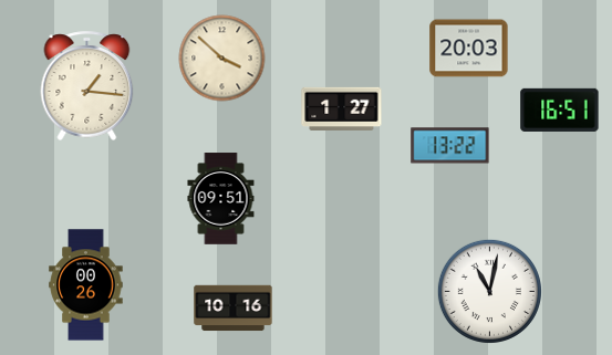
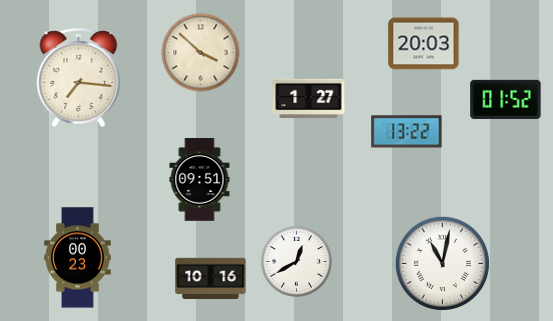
clock at (87, 85): 1:16 -> 7:16
clock at (560, 109): 16:51 -> 01:52
clock at (86, 285): 00:26 -> 00:23
clock at (297, 262): none -> 12:40
